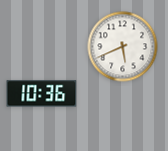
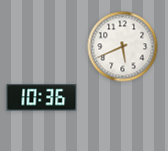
clock at (42, 94) position: (42, 94) -> (42, 98)
